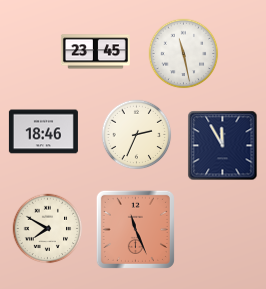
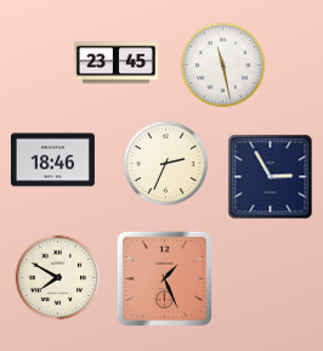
clock at (223, 146): 11:55 -> 2:55
clock at (135, 229): 11:26 -> 1:26
